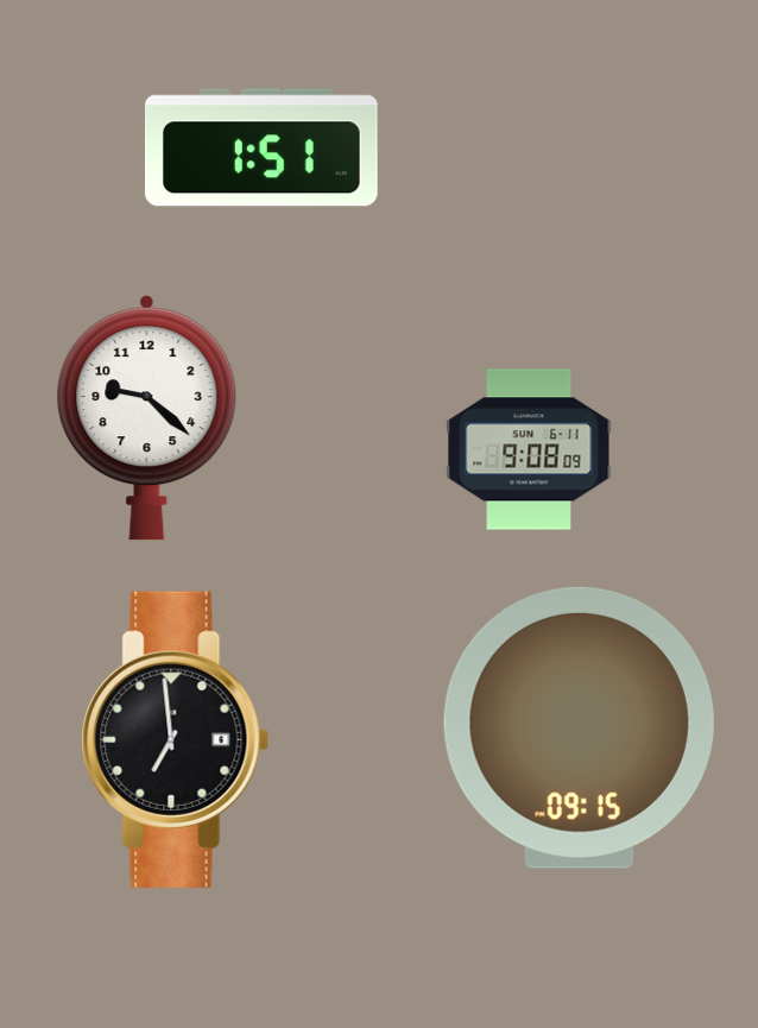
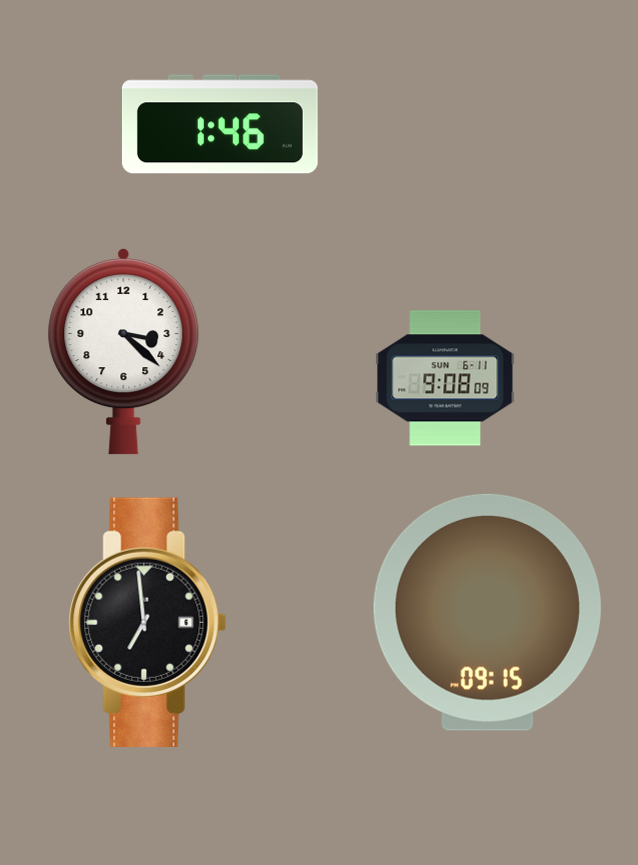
clock at (261, 147): 1:51 -> 1:46
clock at (147, 418): 9:22 -> 3:22
